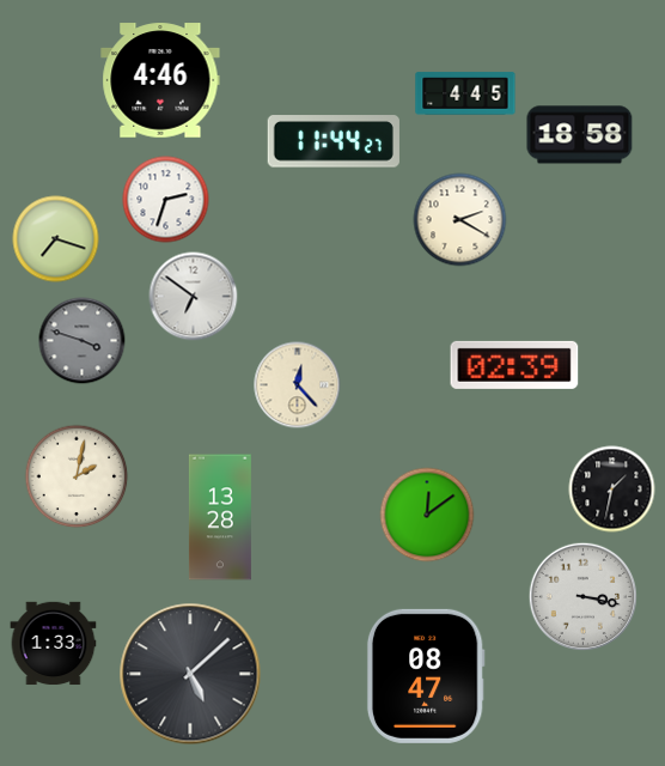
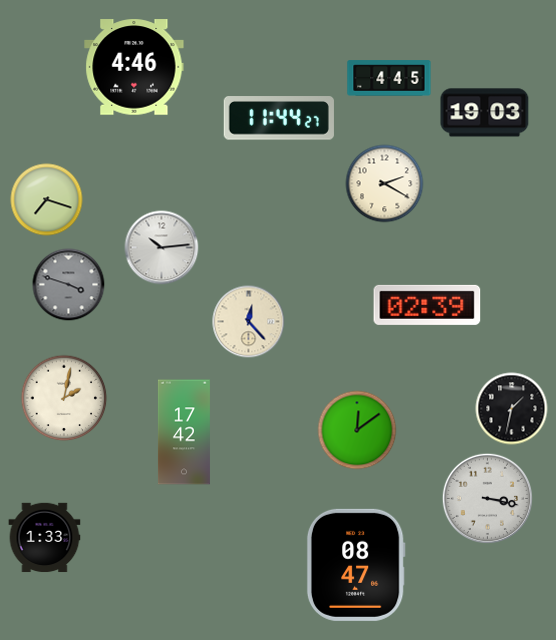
clock at (580, 135): 18:58 -> 19:03
clock at (166, 200): 2:33 -> none
clock at (194, 297): 6:51 -> 10:14
clock at (514, 365) position: (514, 365) -> (427, 305)
clock at (220, 517): 13:28 -> 17:42
clock at (190, 674): 5:08 -> none
